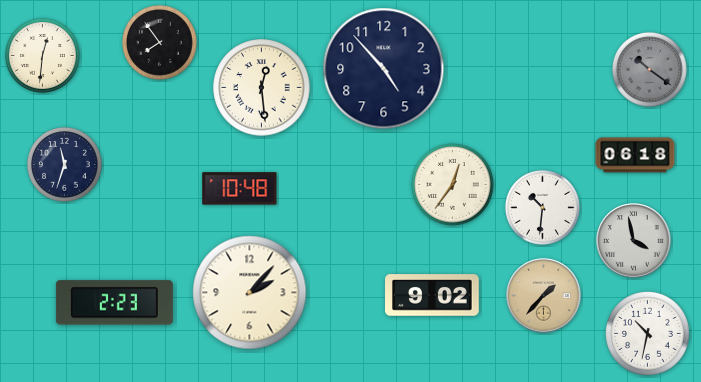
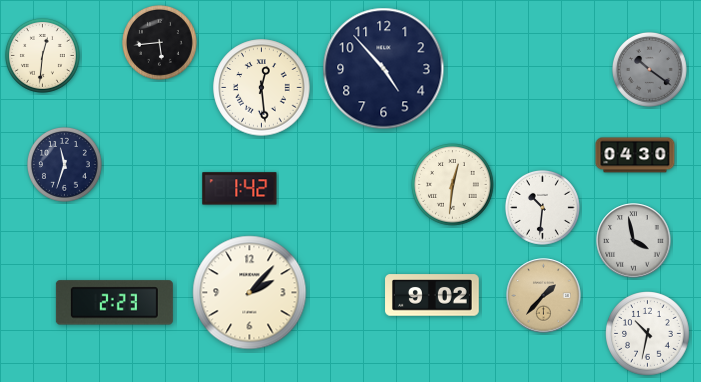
clock at (159, 42): 7:54 -> 5:44
clock at (635, 155): 06:18 -> 04:30
clock at (453, 185): 12:36 -> 12:31
clock at (240, 189): 10:48 -> 1:42
